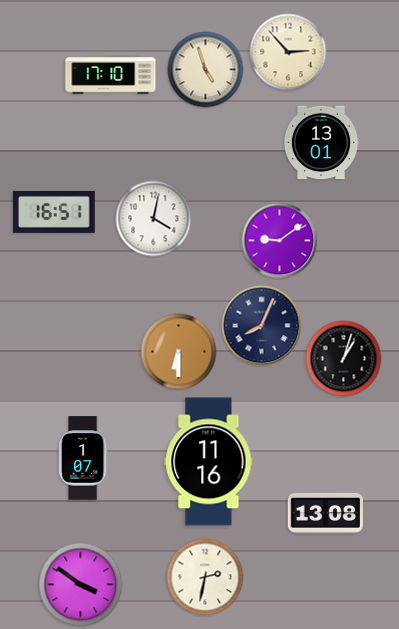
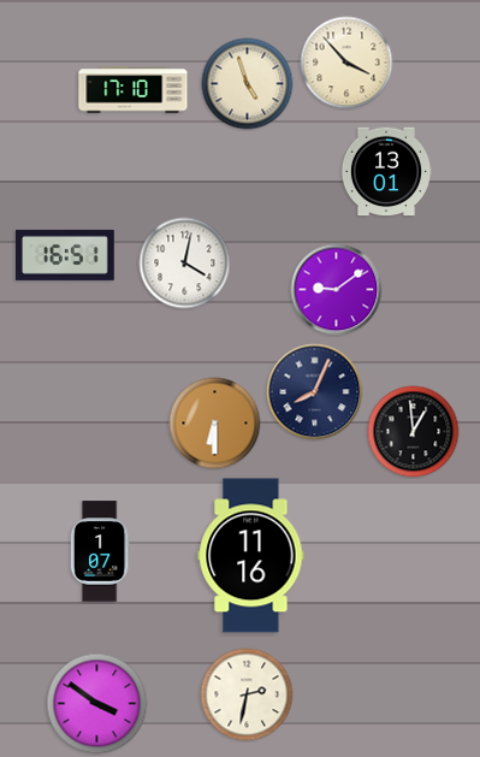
clock at (288, 52): 2:53 -> 3:53
clock at (344, 359): 1:03 -> 12:59
clock at (325, 513): 13:08 -> none
